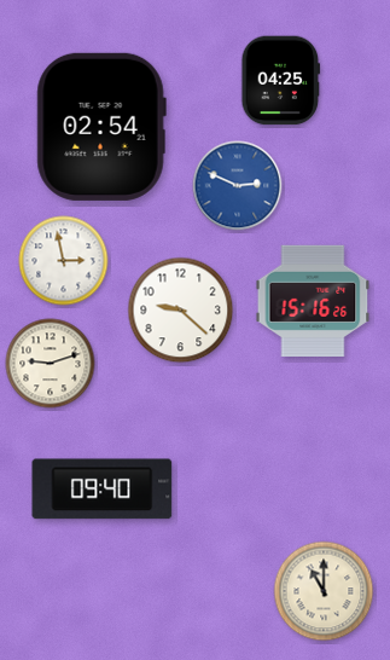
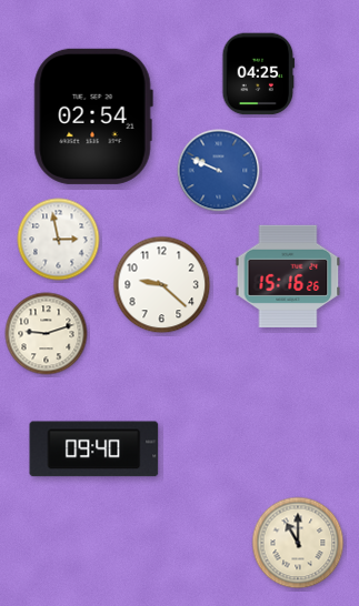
clock at (238, 186): 2:49 -> 9:49
clock at (181, 311) position: (181, 311) -> (162, 285)
